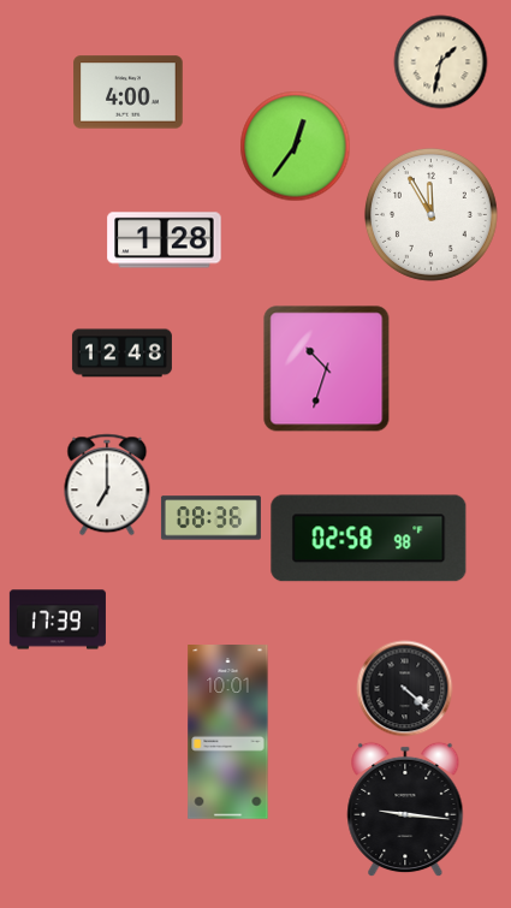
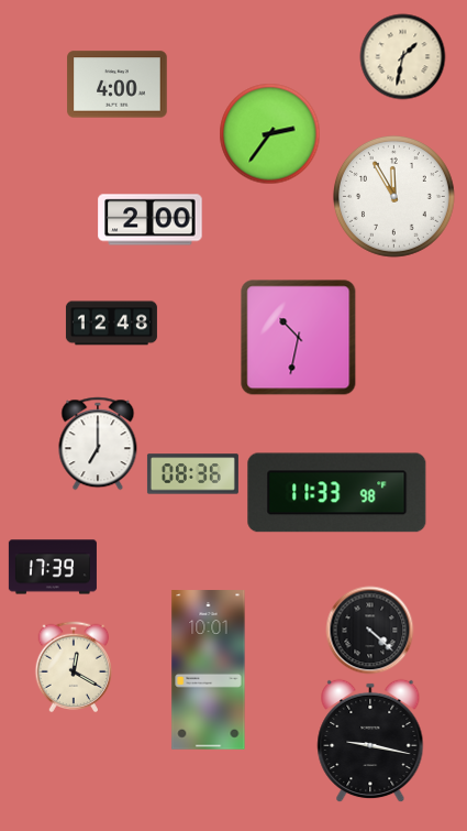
clock at (295, 146): 12:36 -> 2:36
clock at (165, 241): 1:28 -> 2:00
clock at (326, 368): 10:33 -> 10:32
clock at (369, 539): 02:58 -> 11:33
clock at (74, 667): none -> 12:20
clock at (405, 809): 9:16 -> 9:17
